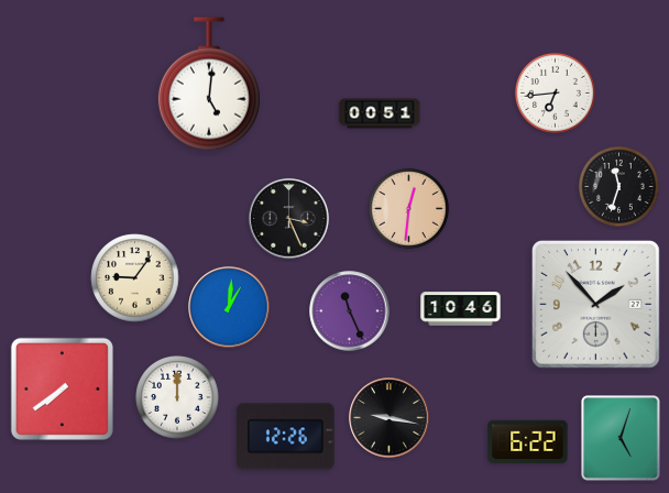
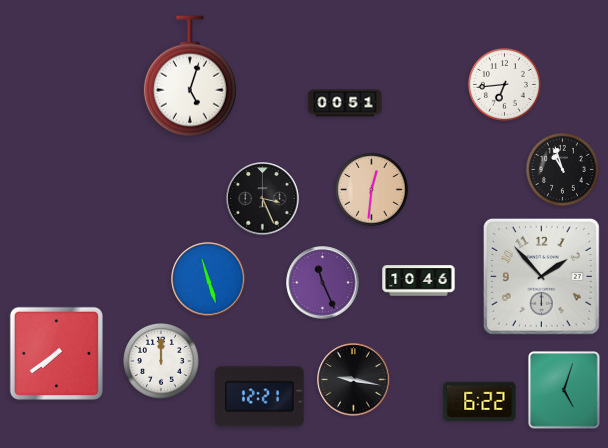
clock at (209, 84): 5:01 -> 5:03
clock at (618, 186): 11:33 -> 10:57
clock at (135, 278): 9:06 -> none
clock at (229, 307): 1:01 -> 11:27
clock at (350, 311) position: (350, 311) -> (323, 283)
clock at (286, 437): 12:26 -> 12:21
clock at (621, 438) position: (621, 438) -> (564, 390)
